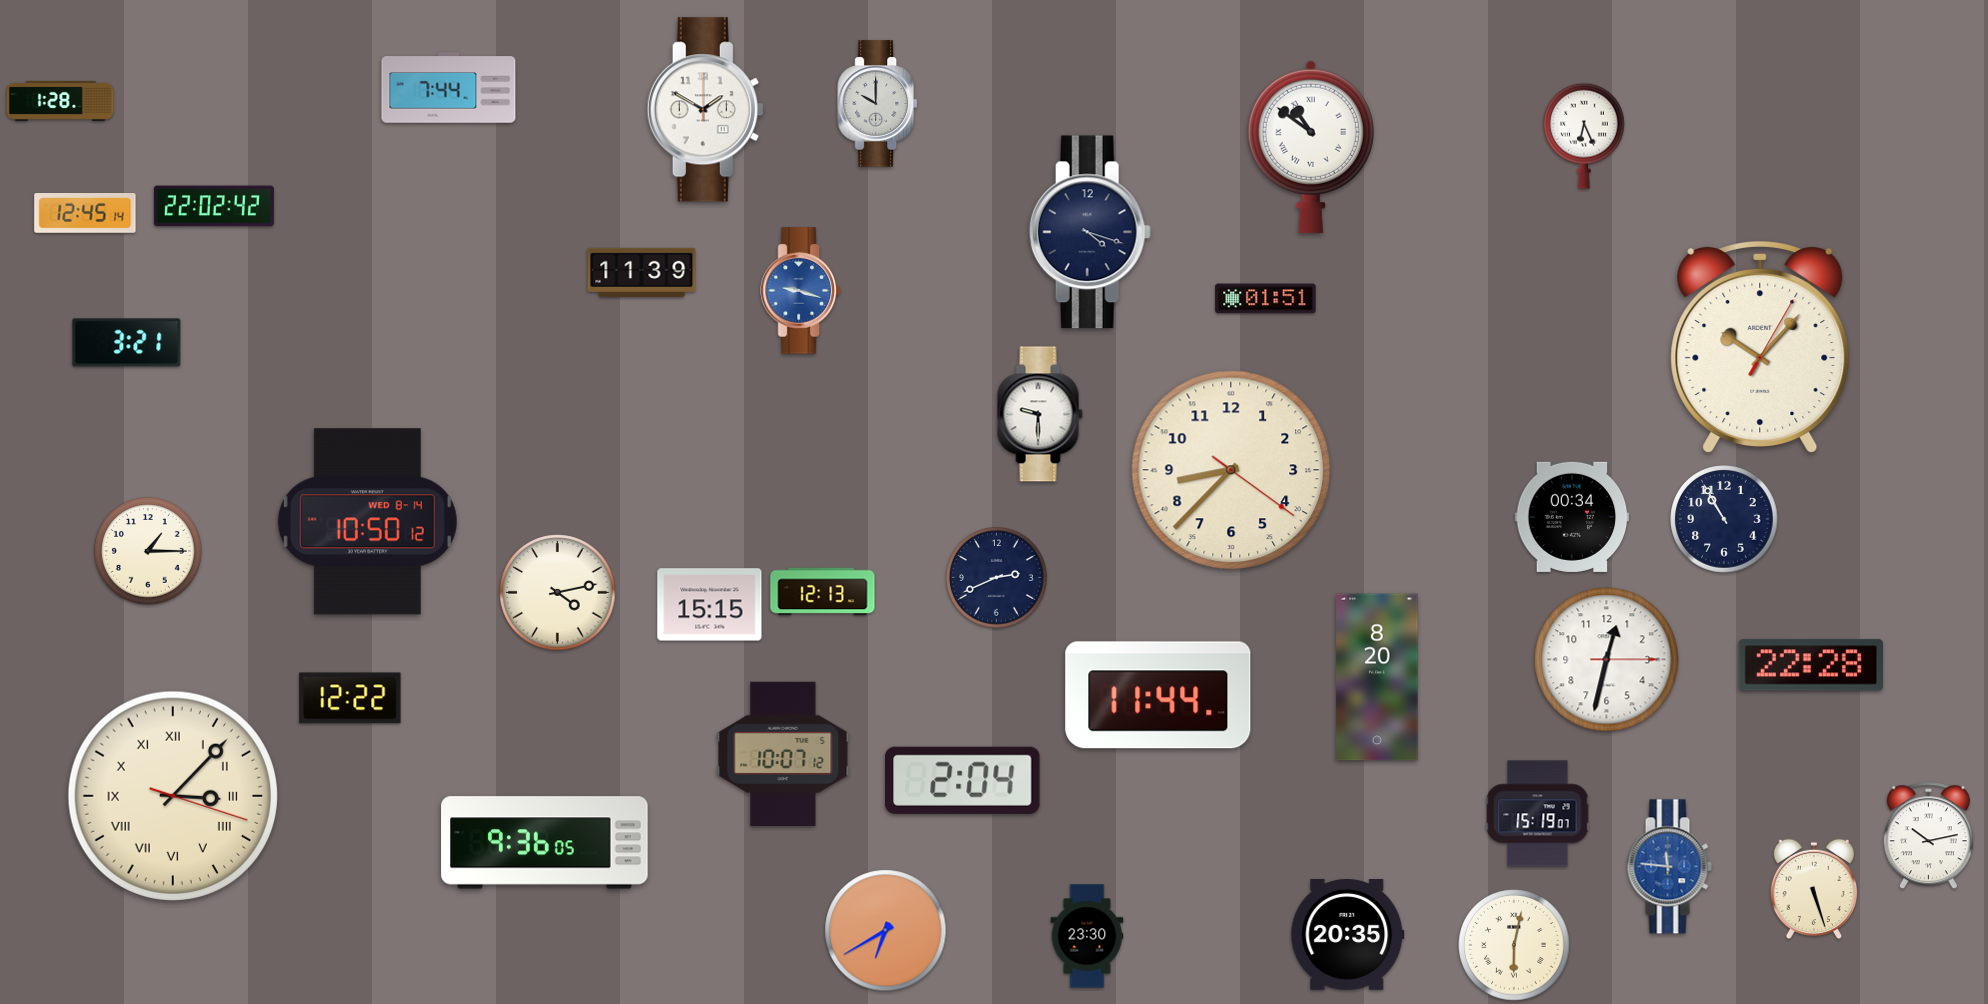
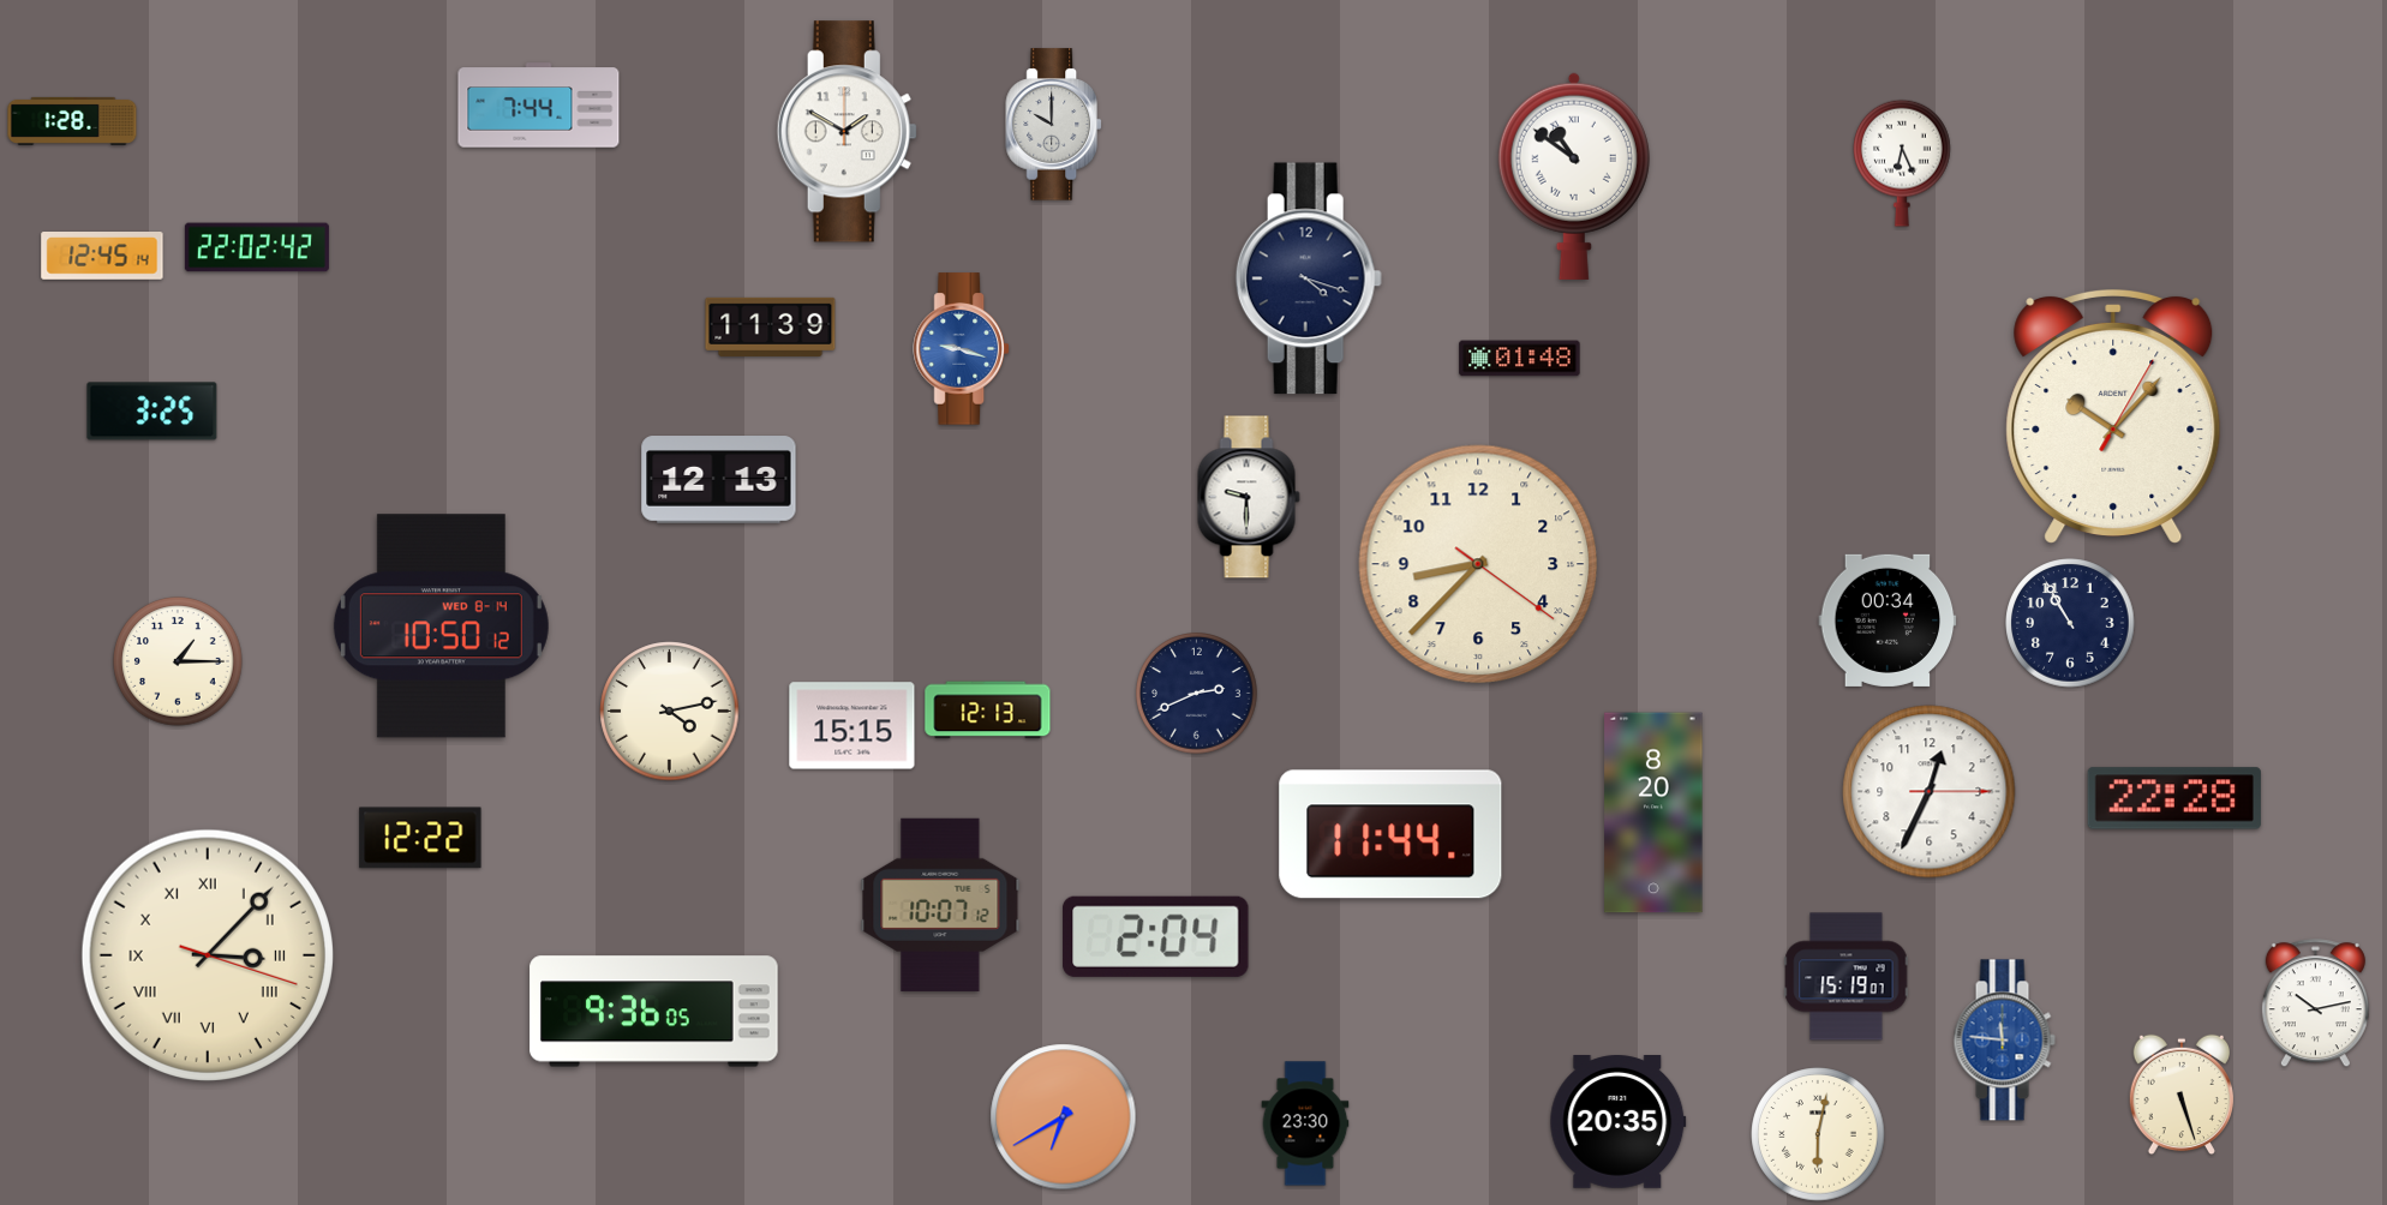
clock at (1266, 299): 01:51 -> 01:48
clock at (127, 343): 3:21 -> 3:25
clock at (719, 480): none -> 12:13
clock at (1607, 660): 12:32 -> 12:34
clock at (1813, 889) position: (1813, 889) -> (2180, 1095)
